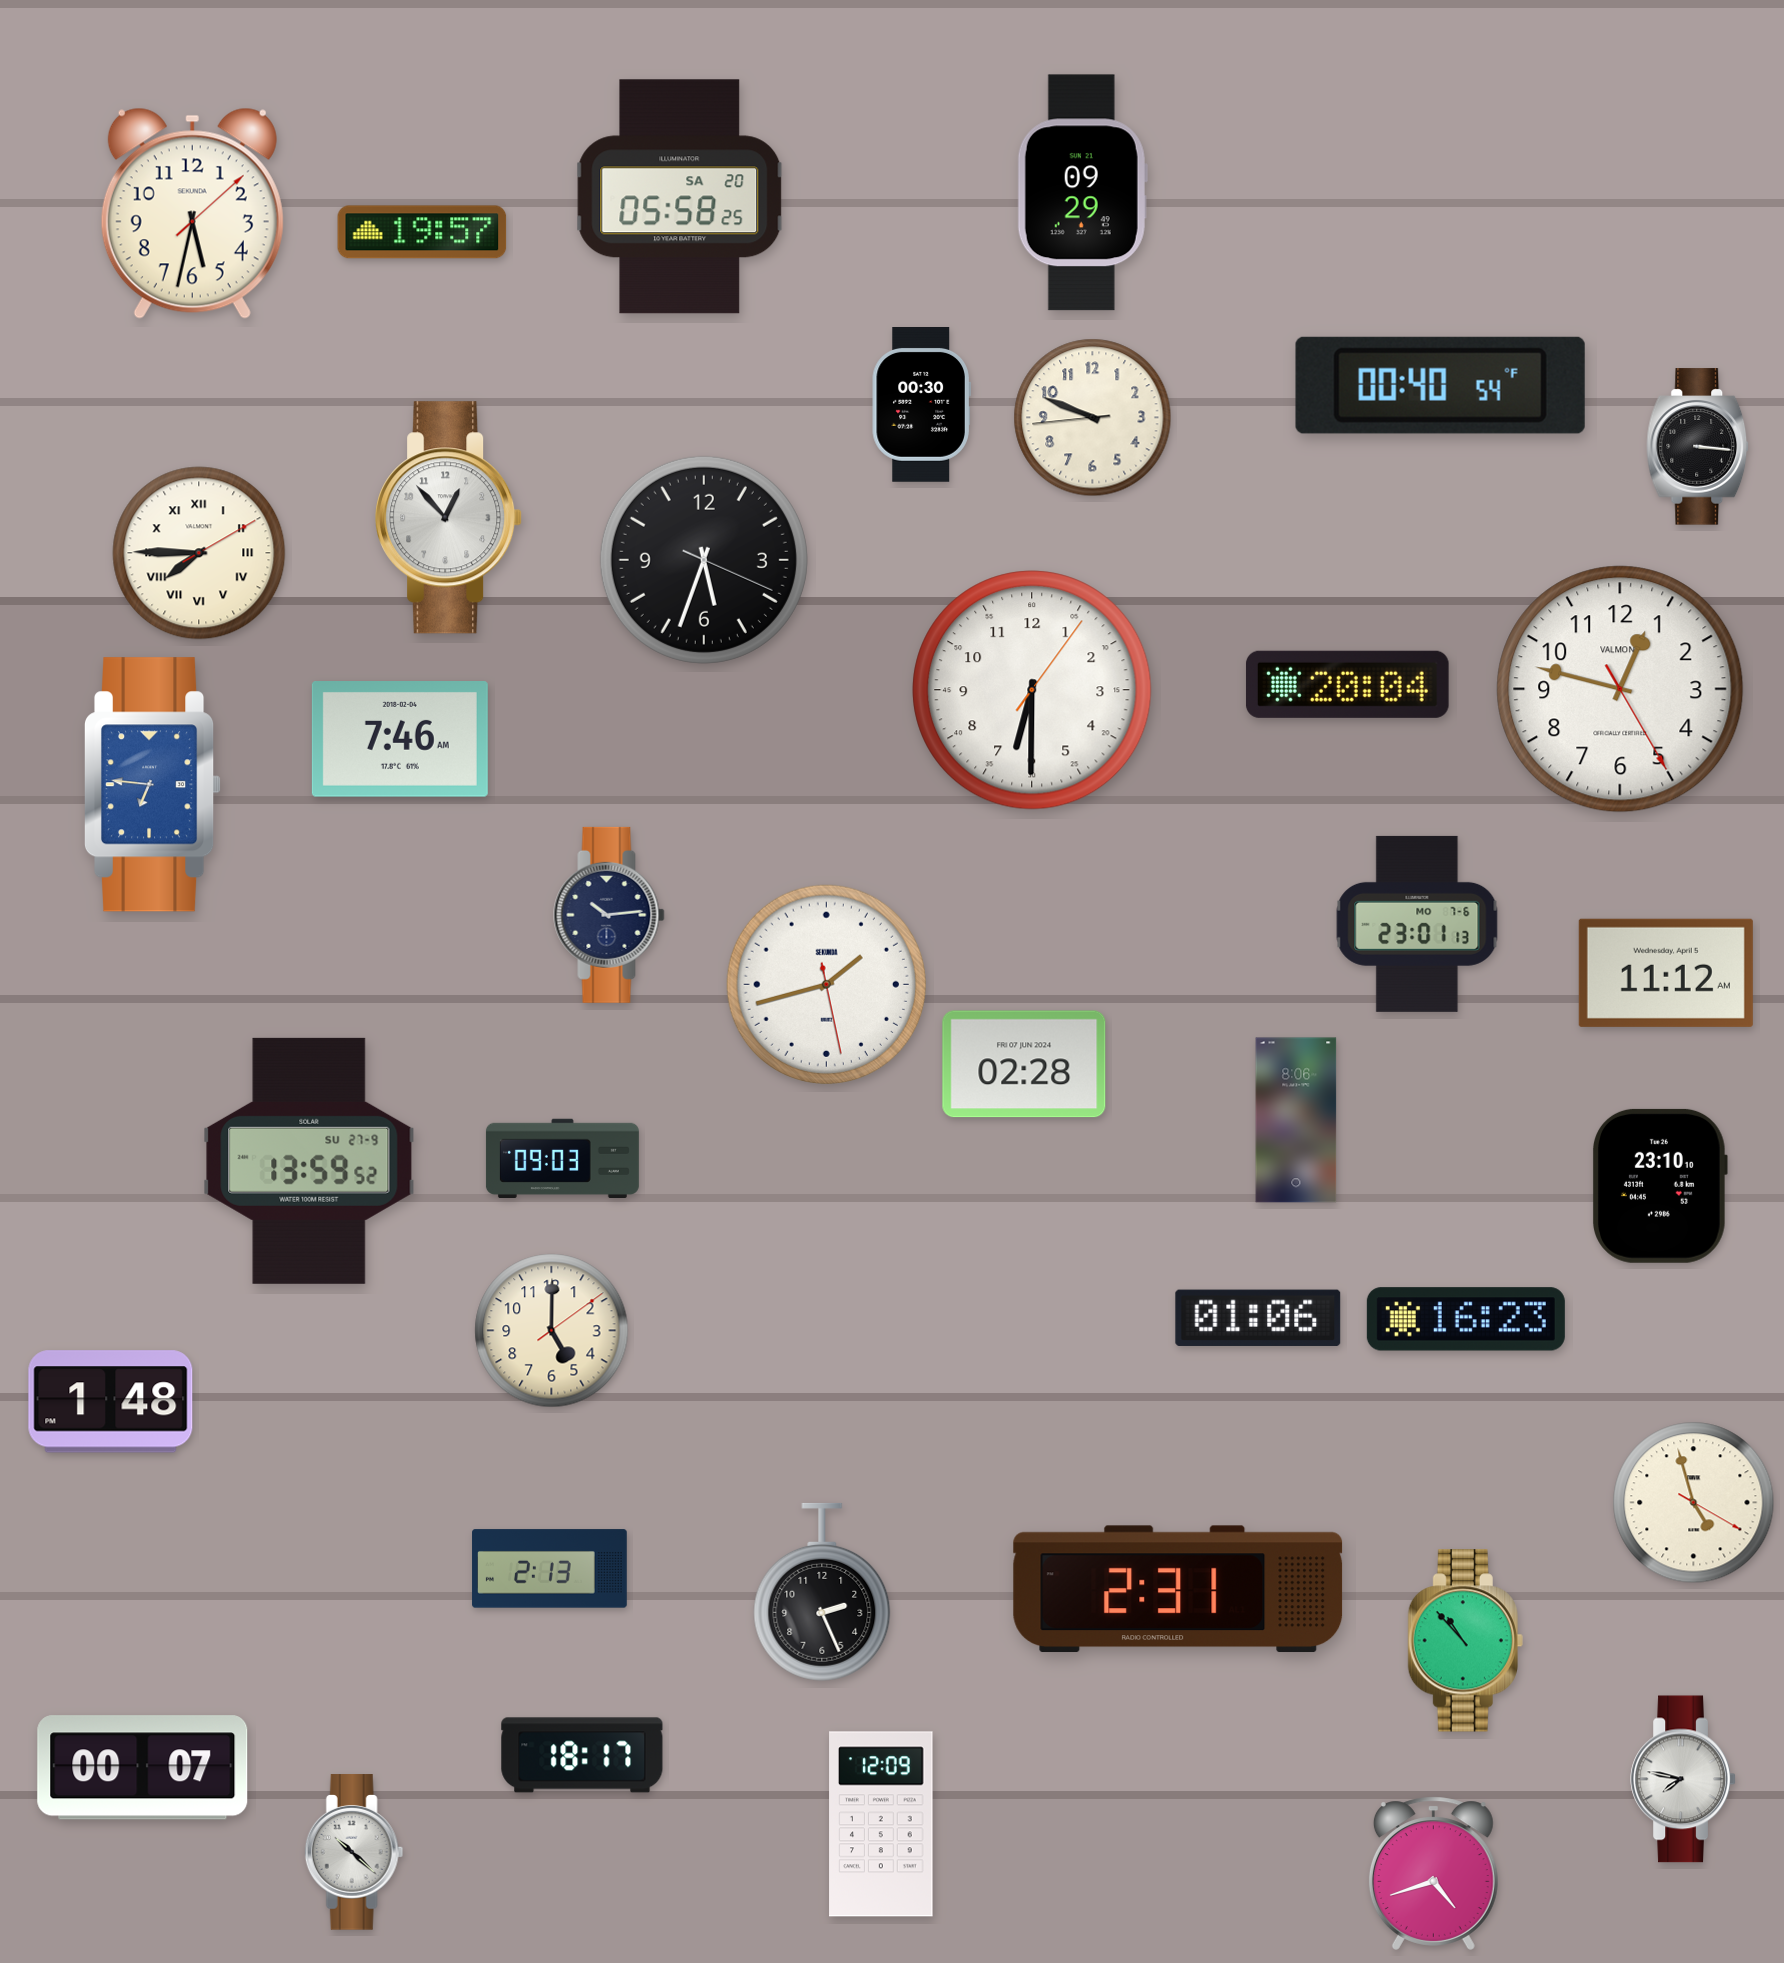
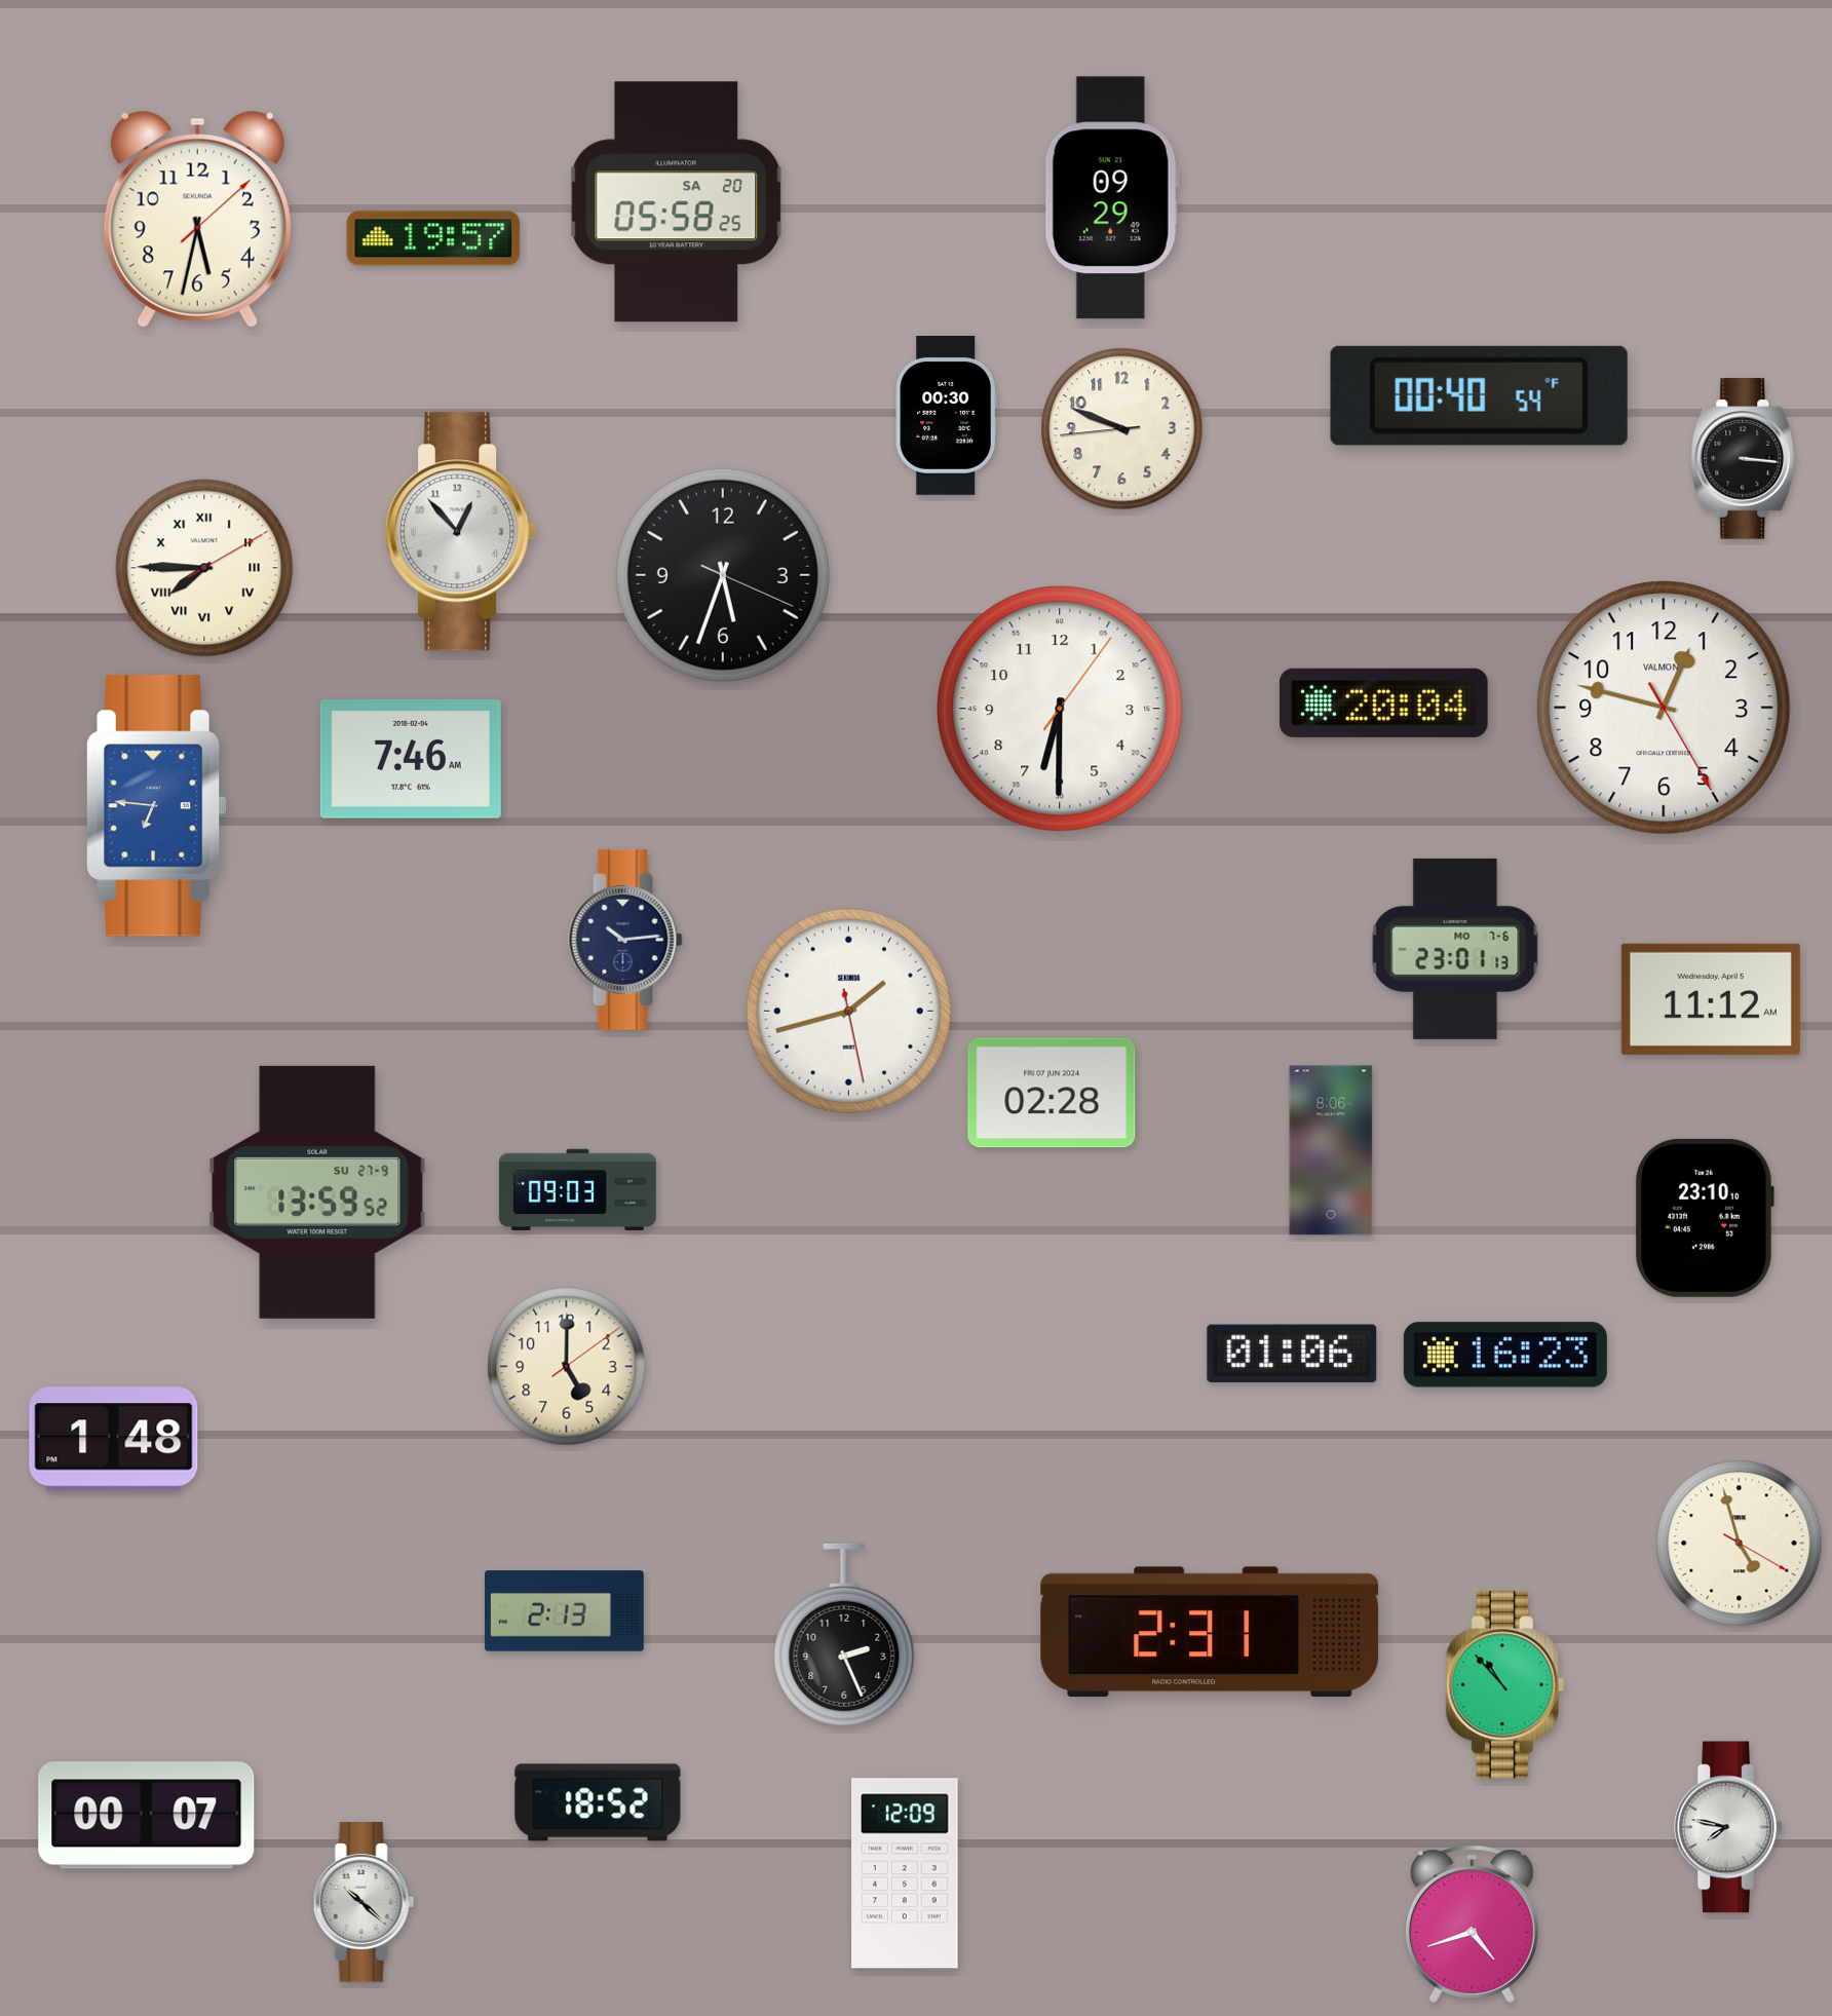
clock at (680, 197) position: (680, 197) -> (677, 202)
clock at (582, 1755): 18:17 -> 18:52
